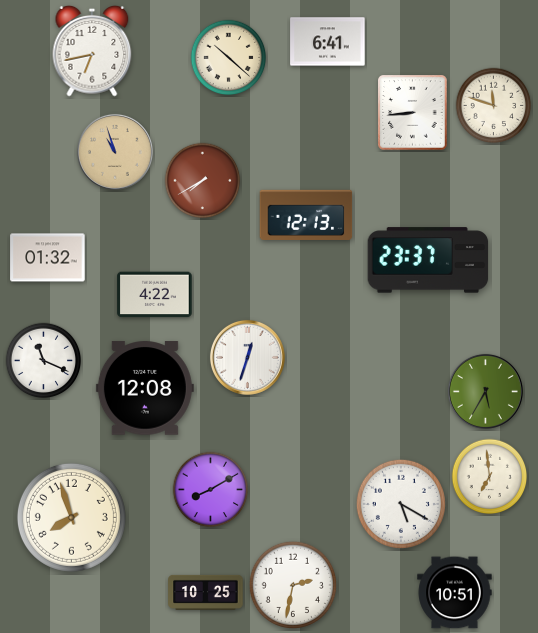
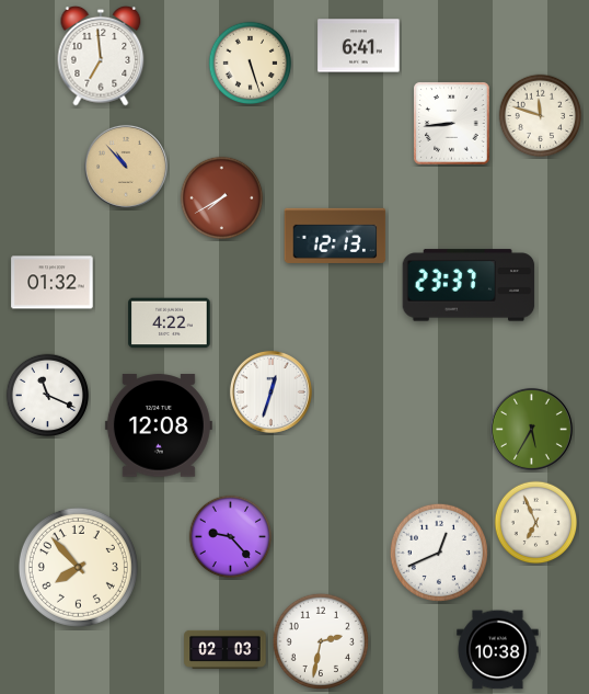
clock at (92, 51): 6:43 -> 6:59
clock at (229, 58): 10:22 -> 5:27
clock at (115, 152): 10:57 -> 10:53
clock at (490, 477): 6:59 -> 6:56
clock at (211, 490): 8:10 -> 9:23
clock at (401, 504): 5:20 -> 12:41
clock at (71, 517): 7:57 -> 7:53
clock at (206, 592): 10:25 -> 02:03
clock at (455, 593): 10:51 -> 10:38
